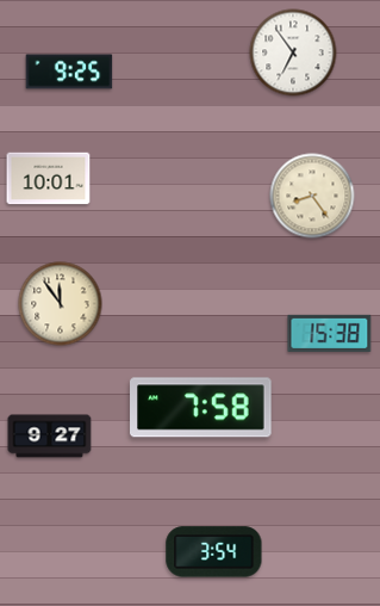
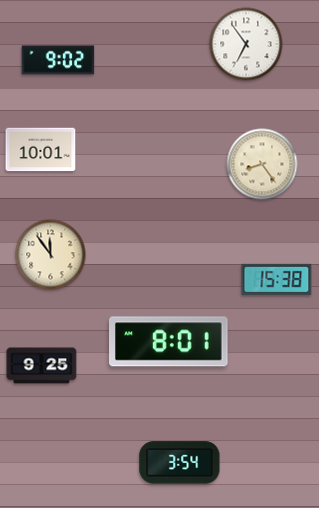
clock at (69, 72): 9:25 -> 9:02
clock at (201, 408): 7:58 -> 8:01
clock at (50, 437): 9:27 -> 9:25
